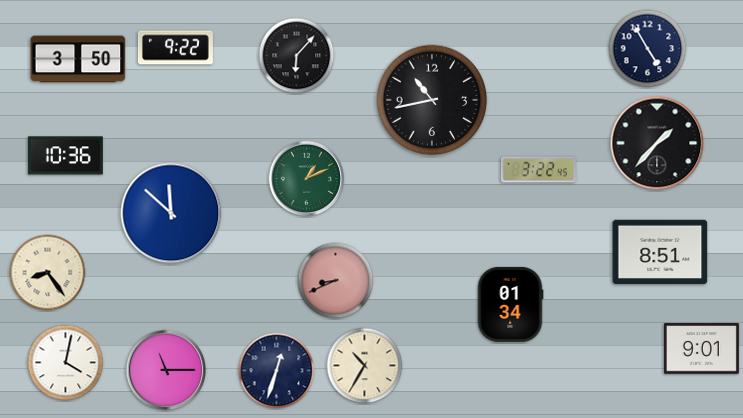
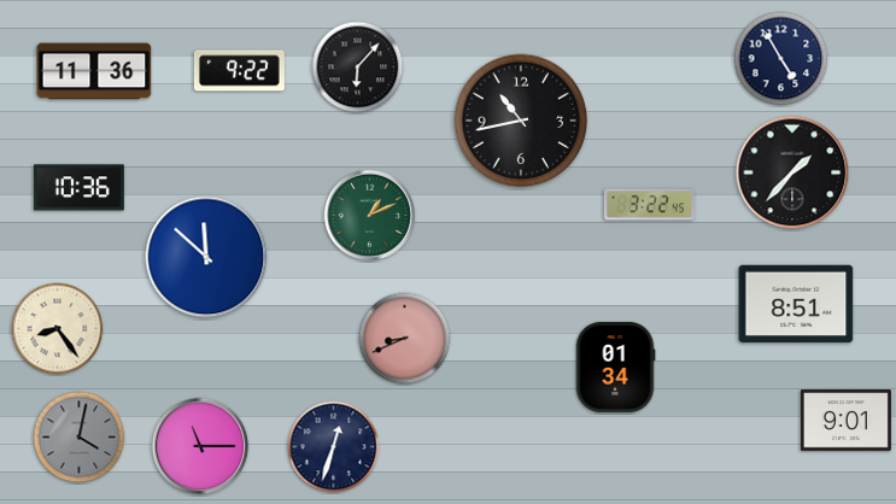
clock at (175, 48) position: (175, 48) -> (239, 71)
clock at (78, 59): 3:50 -> 11:36
clock at (66, 363) dial: white -> grey
clock at (365, 366): 10:35 -> none
